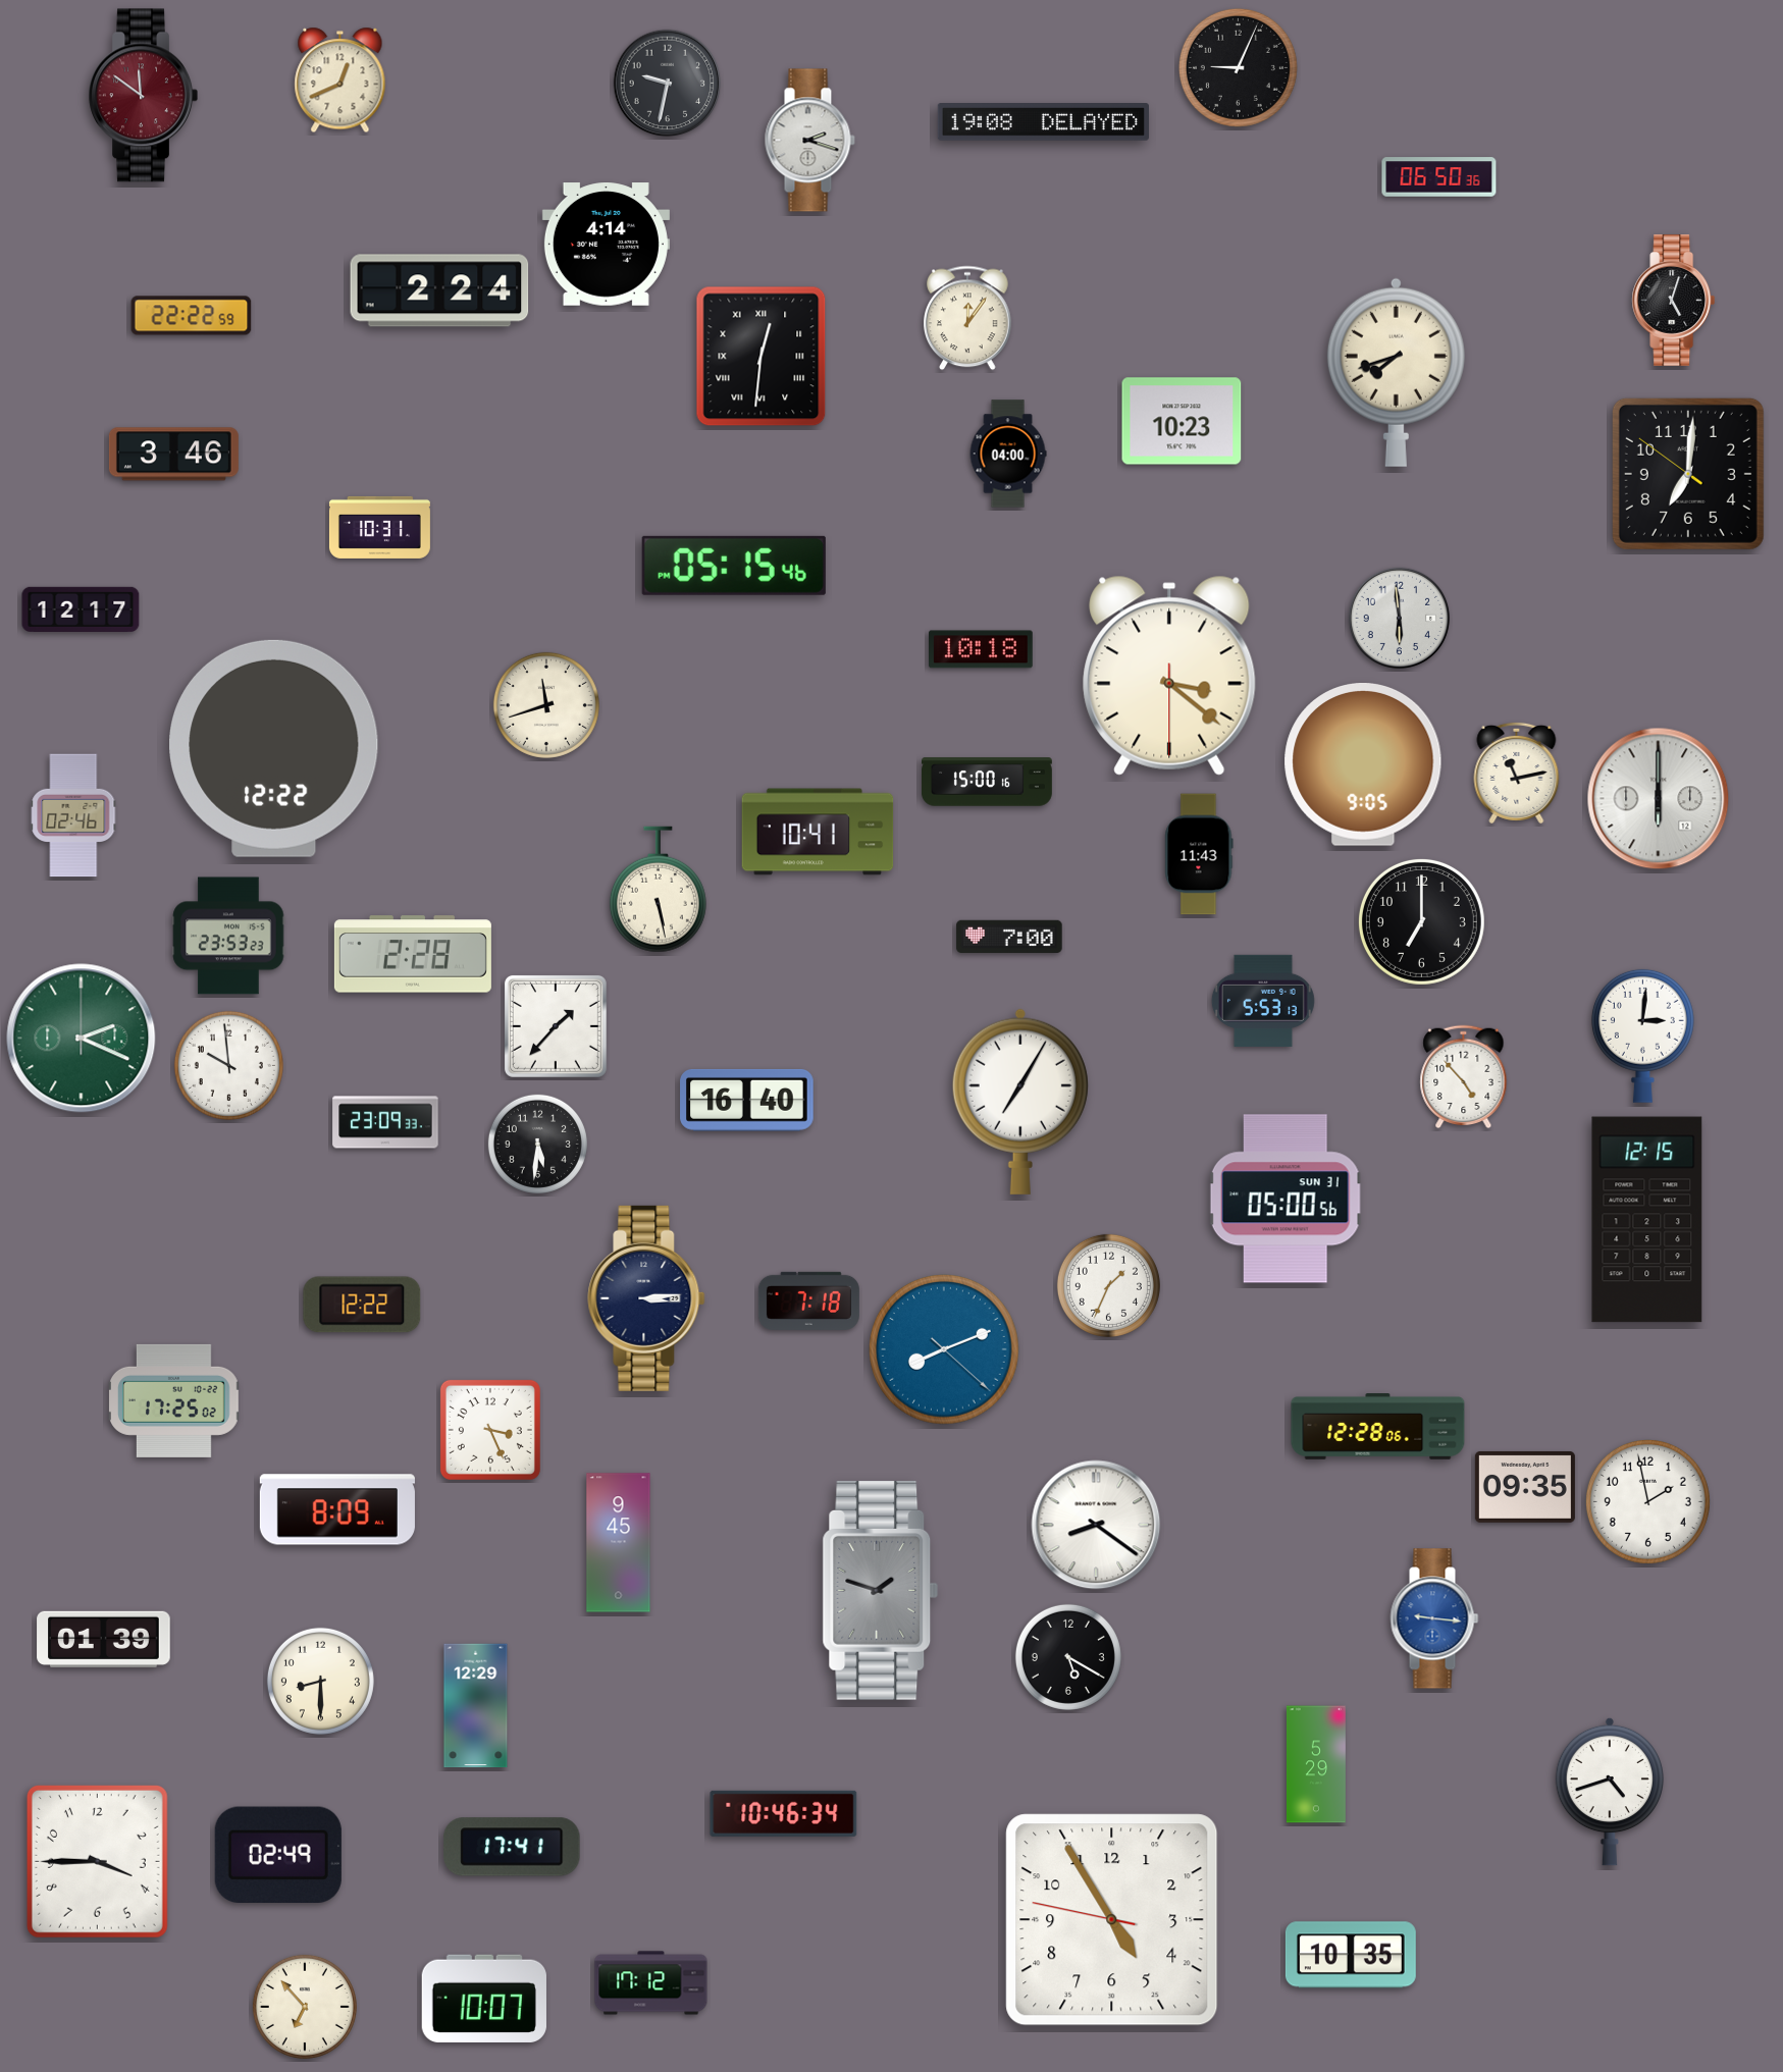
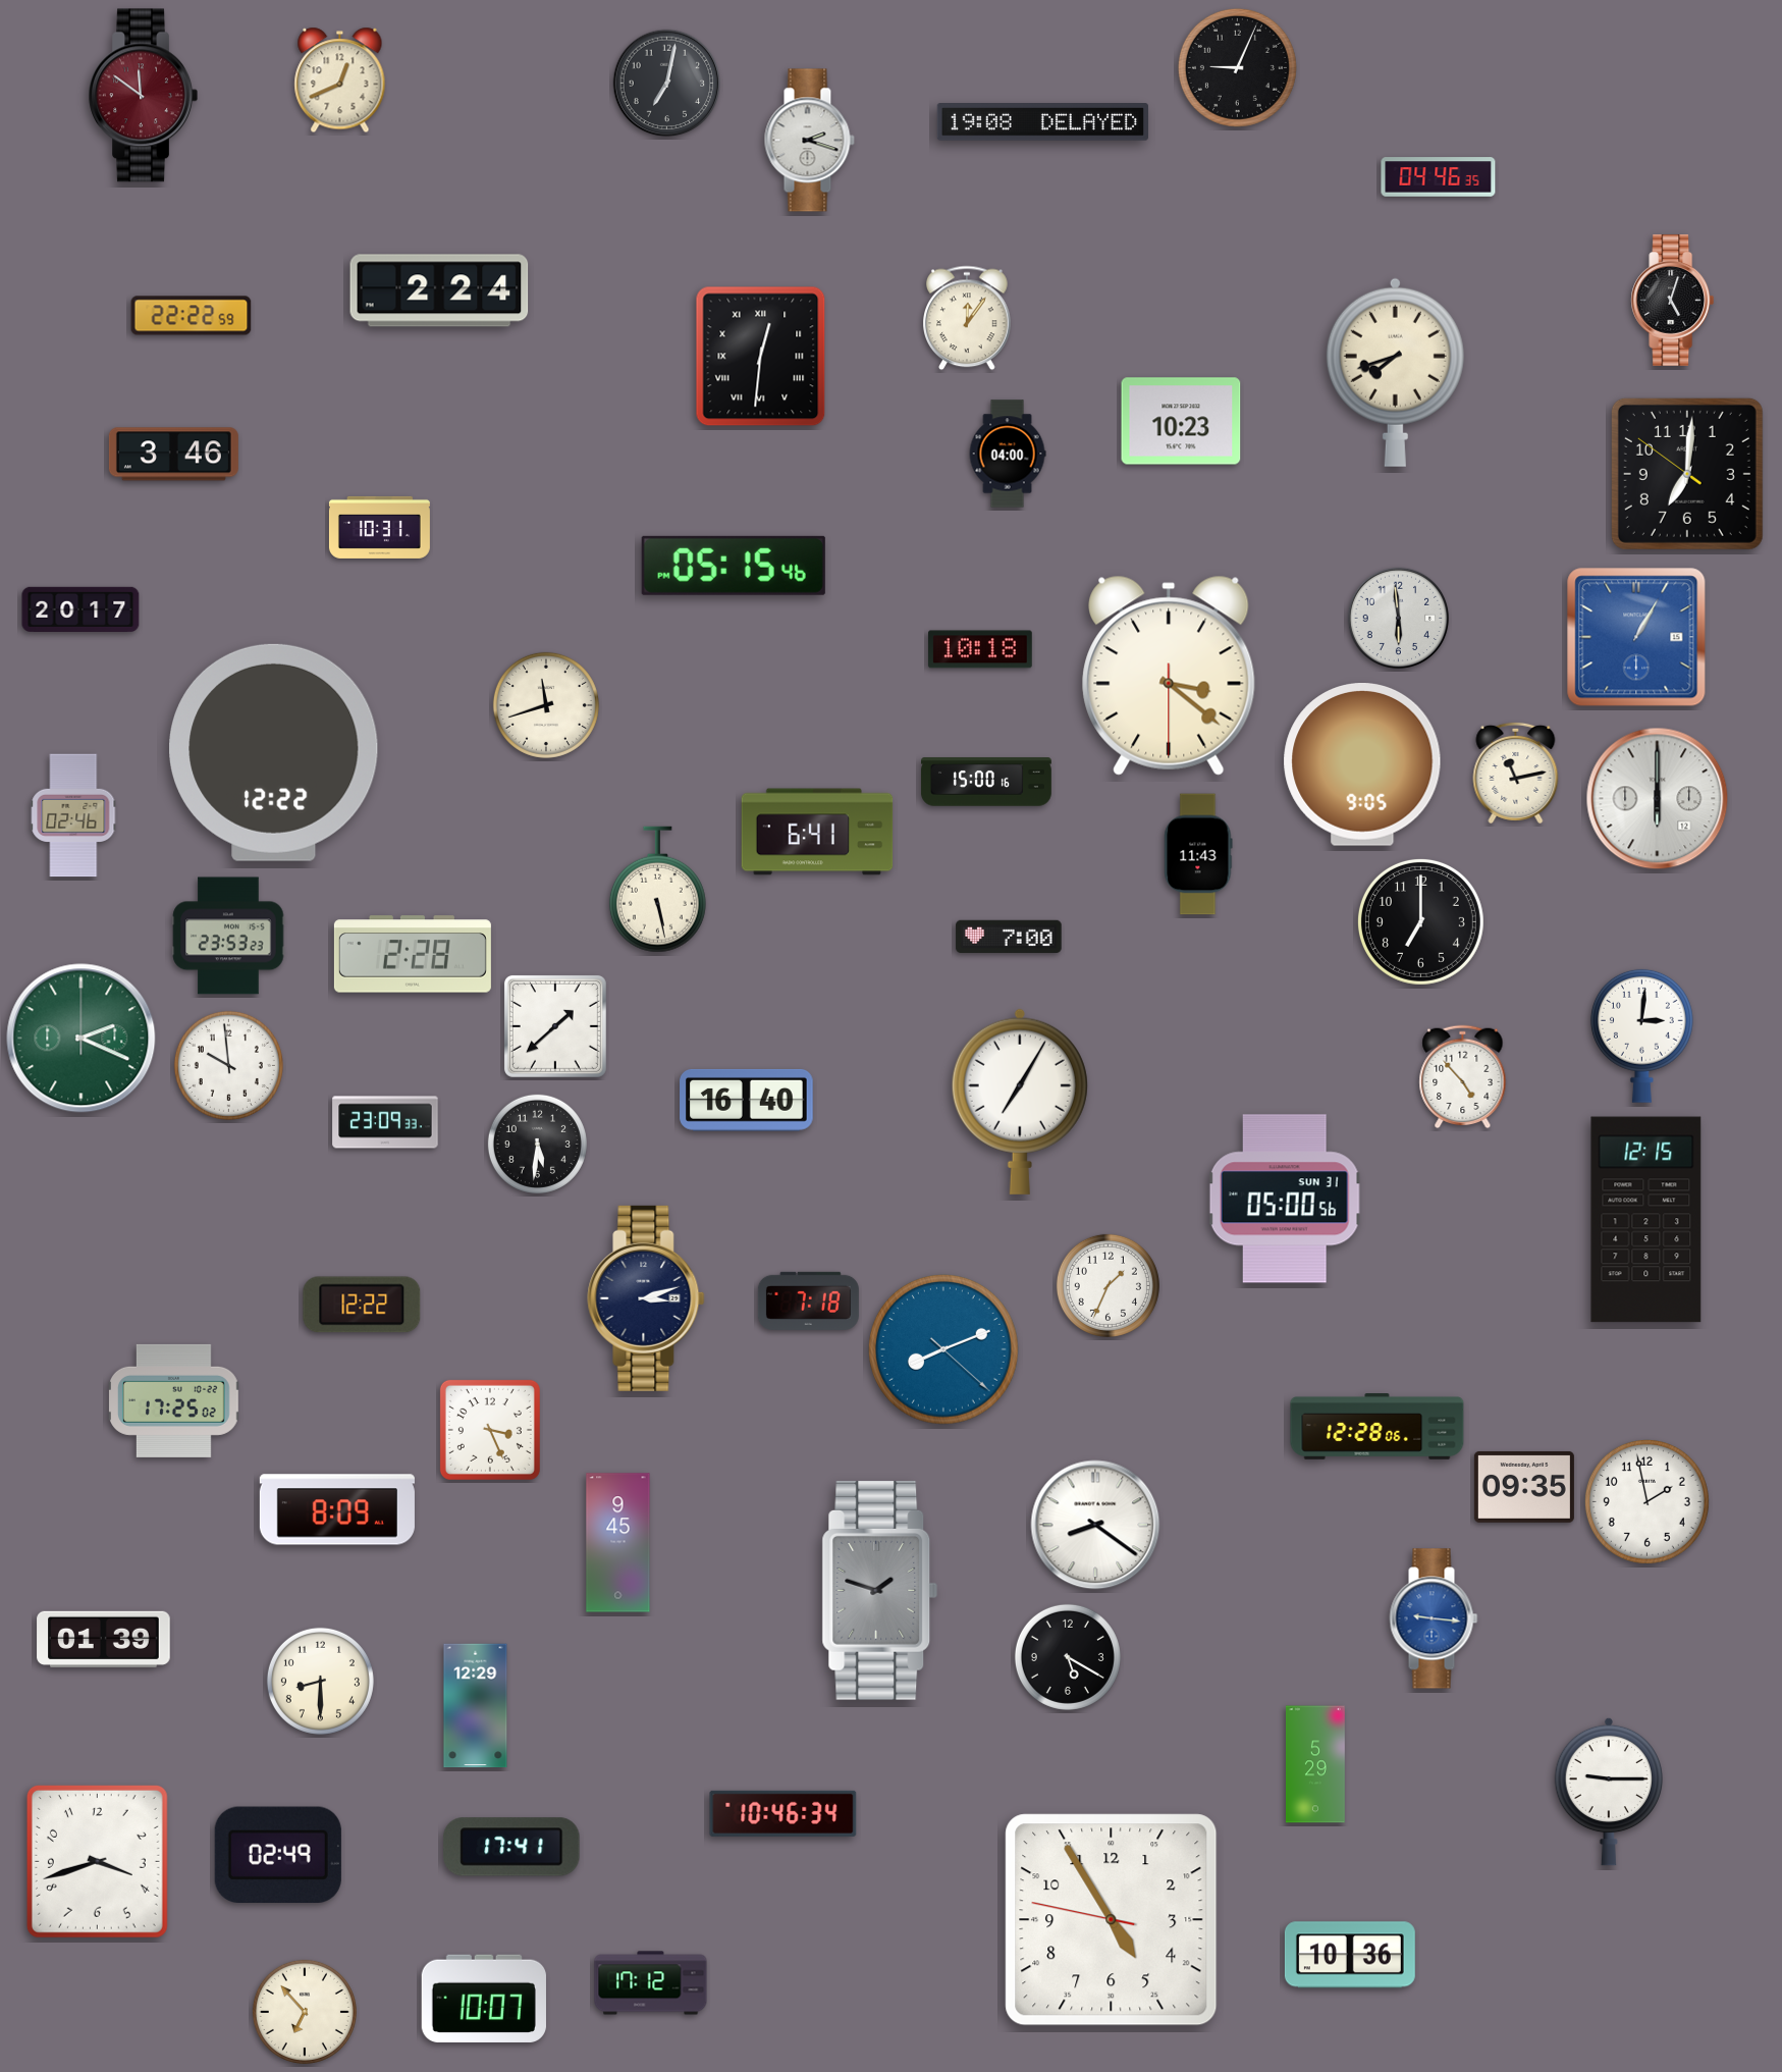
clock at (668, 84): 9:32 -> 7:02
clock at (1439, 177): 06:50 -> 04:46
clock at (606, 245): 4:14 -> none
clock at (81, 609): 12:17 -> 20:17
clock at (1636, 637): none -> 1:05
clock at (274, 748) position: (274, 748) -> (274, 752)
clock at (818, 832): 10:41 -> 6:41
clock at (1263, 1001): 5:53 -> none
clock at (556, 1026): 1:37 -> 1:38
clock at (646, 1298): 3:14 -> 3:12
clock at (1609, 1792): 4:42 -> 9:15
clock at (97, 1861): 3:45 -> 3:42
clock at (1351, 1955): 10:35 -> 10:36
clock at (305, 2007) position: (305, 2007) -> (305, 2012)
